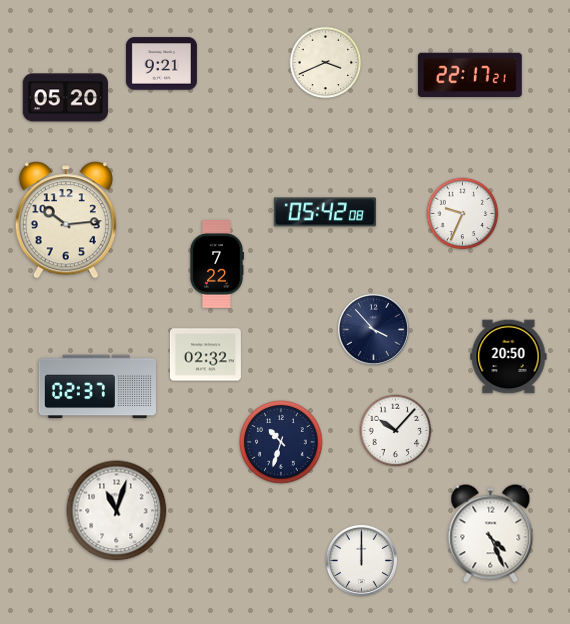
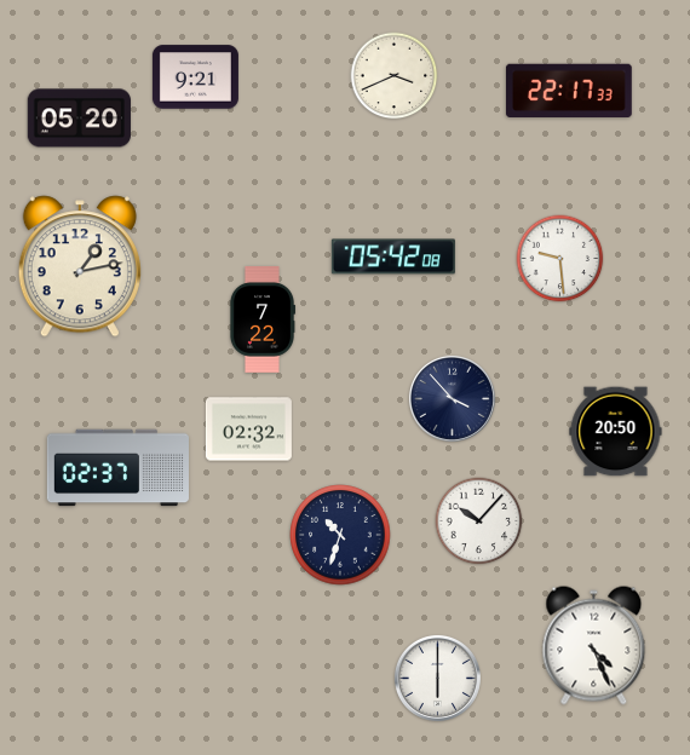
clock at (470, 74): 22:17:21 -> 22:17:33
clock at (463, 214): 9:34 -> 9:29
clock at (66, 220): 10:14 -> 1:13
clock at (117, 511): 11:03 -> none
clock at (361, 560): 12:00 -> 6:00
